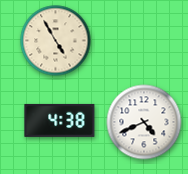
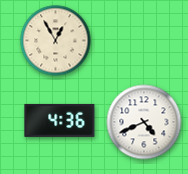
clock at (56, 41): 4:55 -> 12:55
clock at (60, 120): 4:38 -> 4:36
